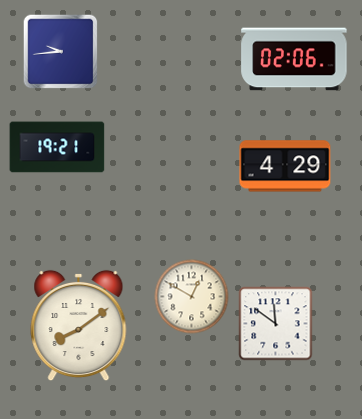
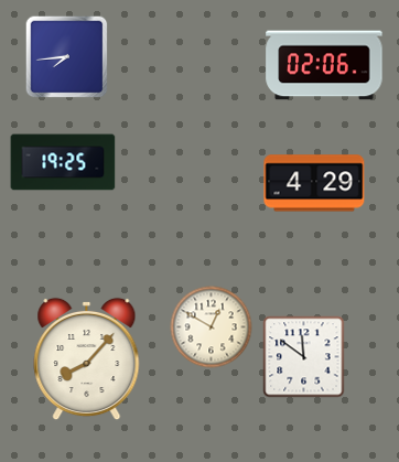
clock at (61, 52): 9:44 -> 7:44
clock at (57, 147): 19:21 -> 19:25
clock at (79, 326): 8:09 -> 8:07
